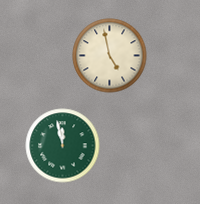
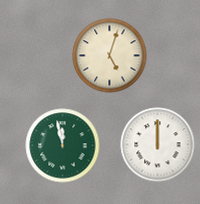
clock at (110, 56): 4:58 -> 5:03
clock at (158, 145): none -> 12:00
